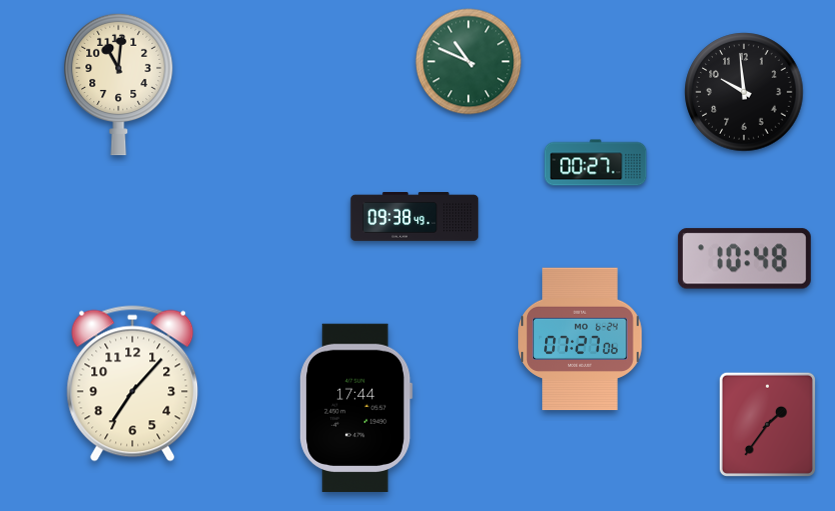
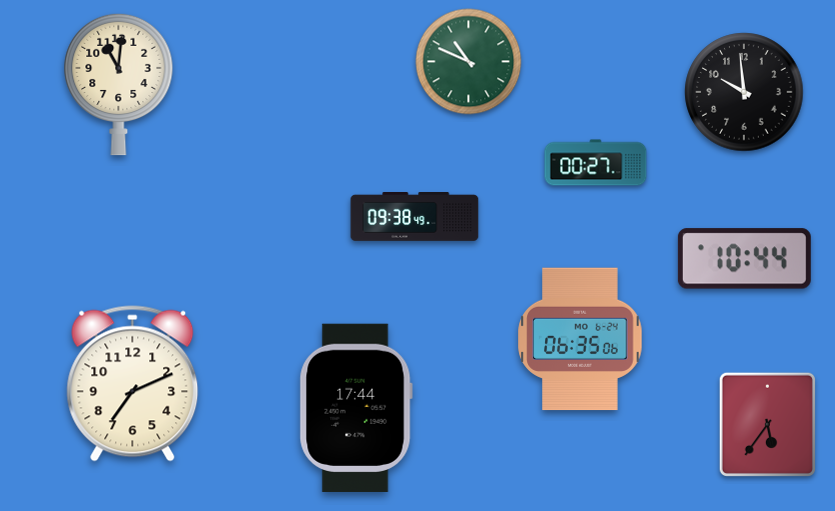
clock at (744, 259): 10:48 -> 10:44
clock at (580, 339): 07:27 -> 06:35
clock at (133, 384): 7:07 -> 7:11
clock at (767, 424): 1:36 -> 5:36
